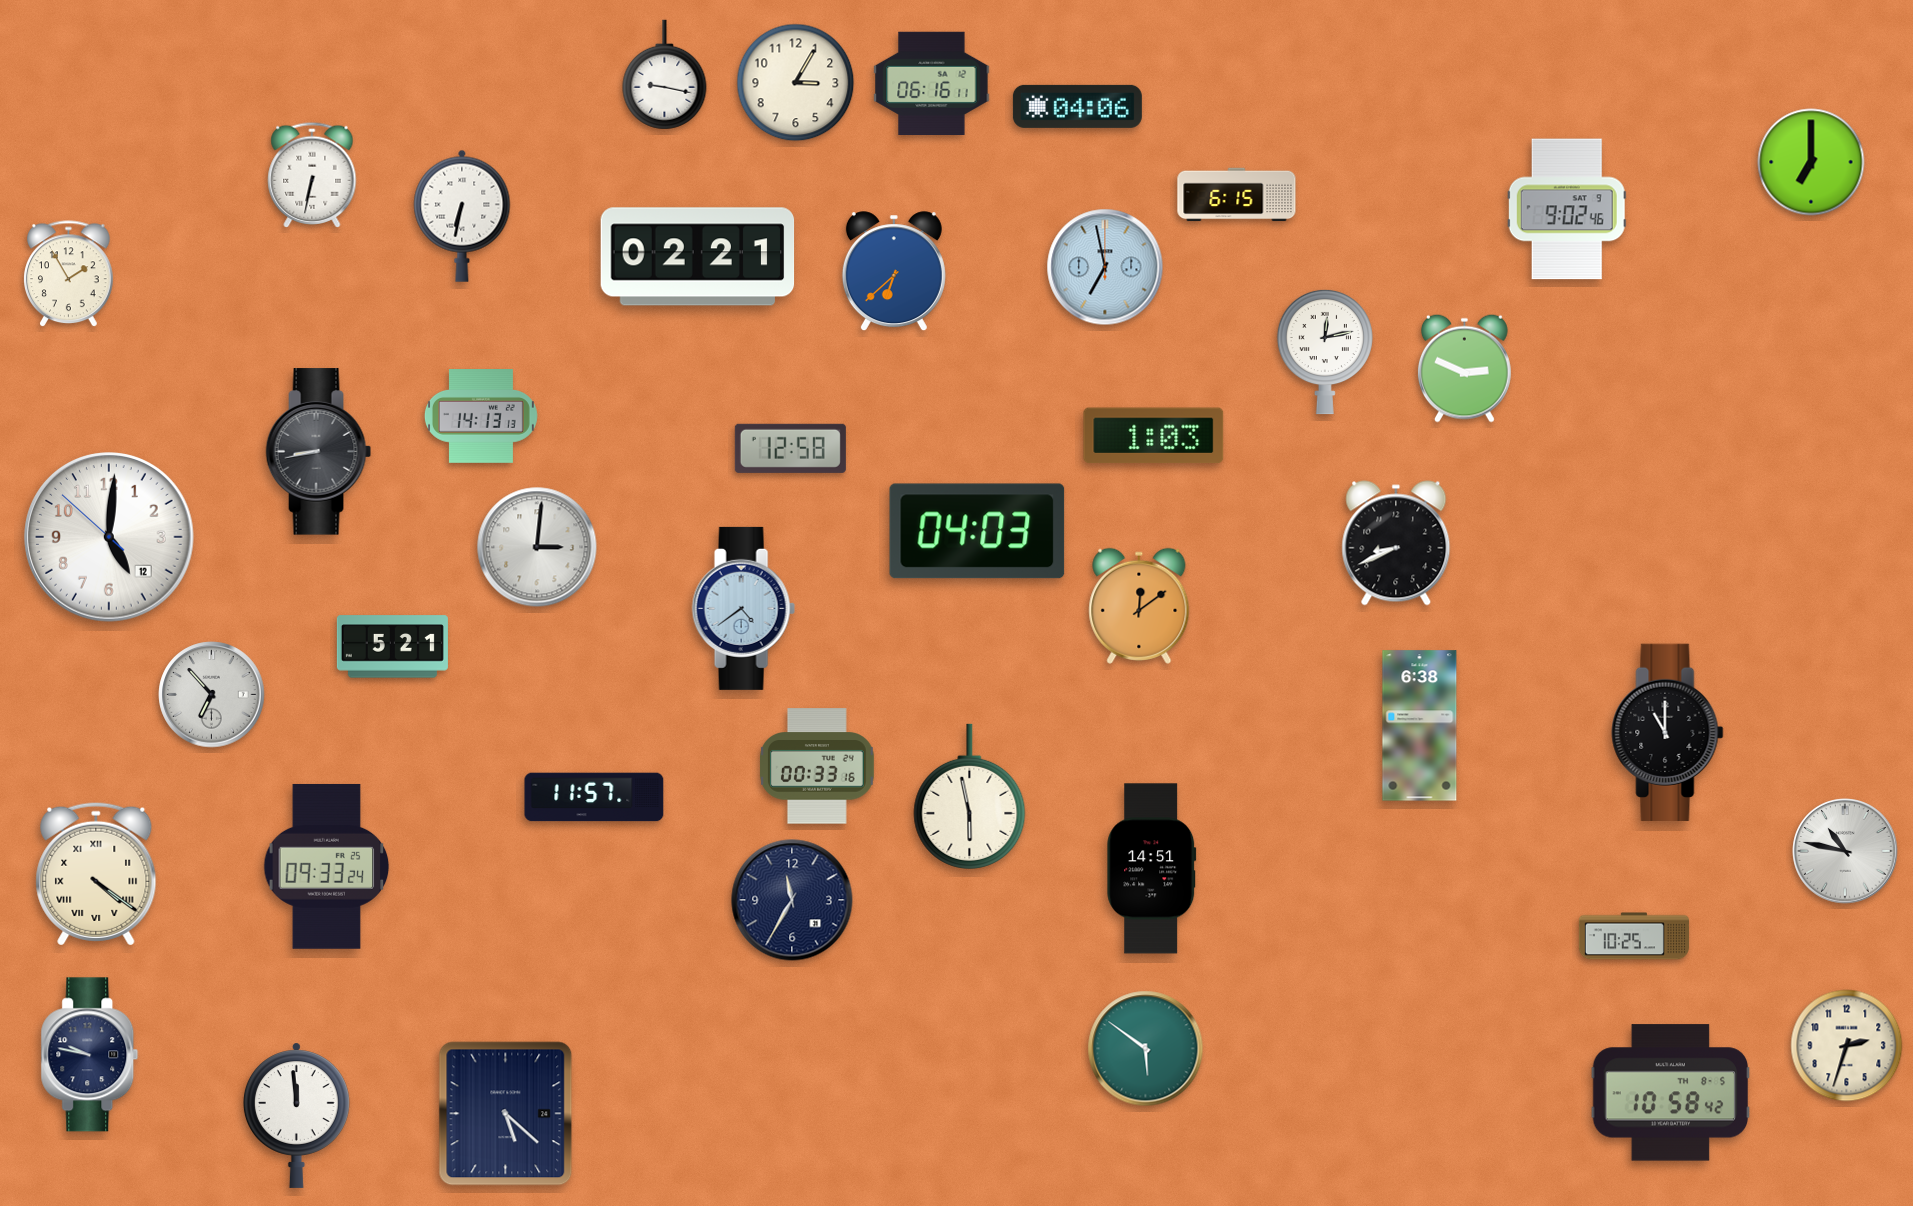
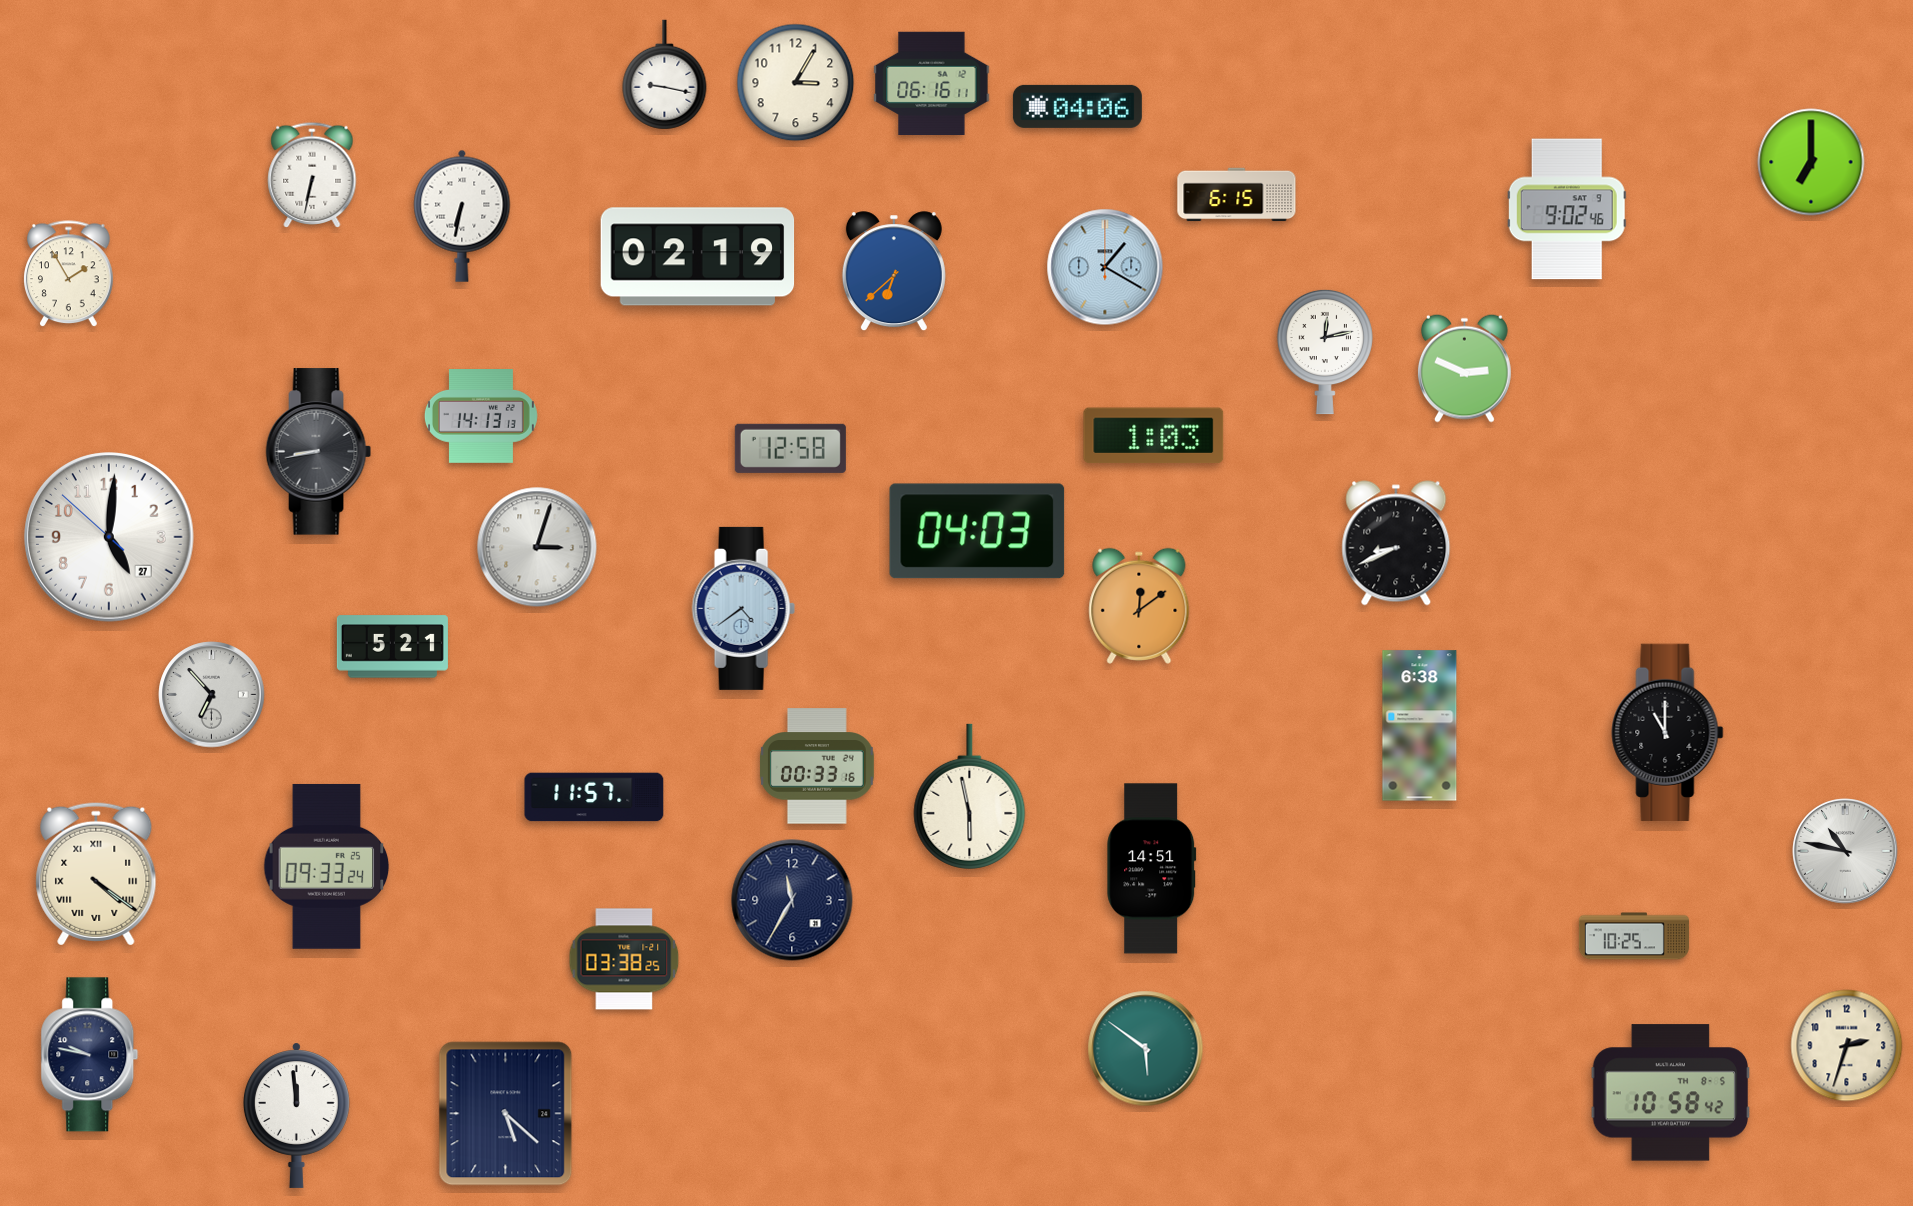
clock at (698, 257): 02:21 -> 02:19
clock at (1105, 267): 6:58 -> 1:20
clock at (109, 537) date: 12 -> 27
clock at (537, 547): 3:01 -> 3:03
clock at (624, 959): none -> 03:38
